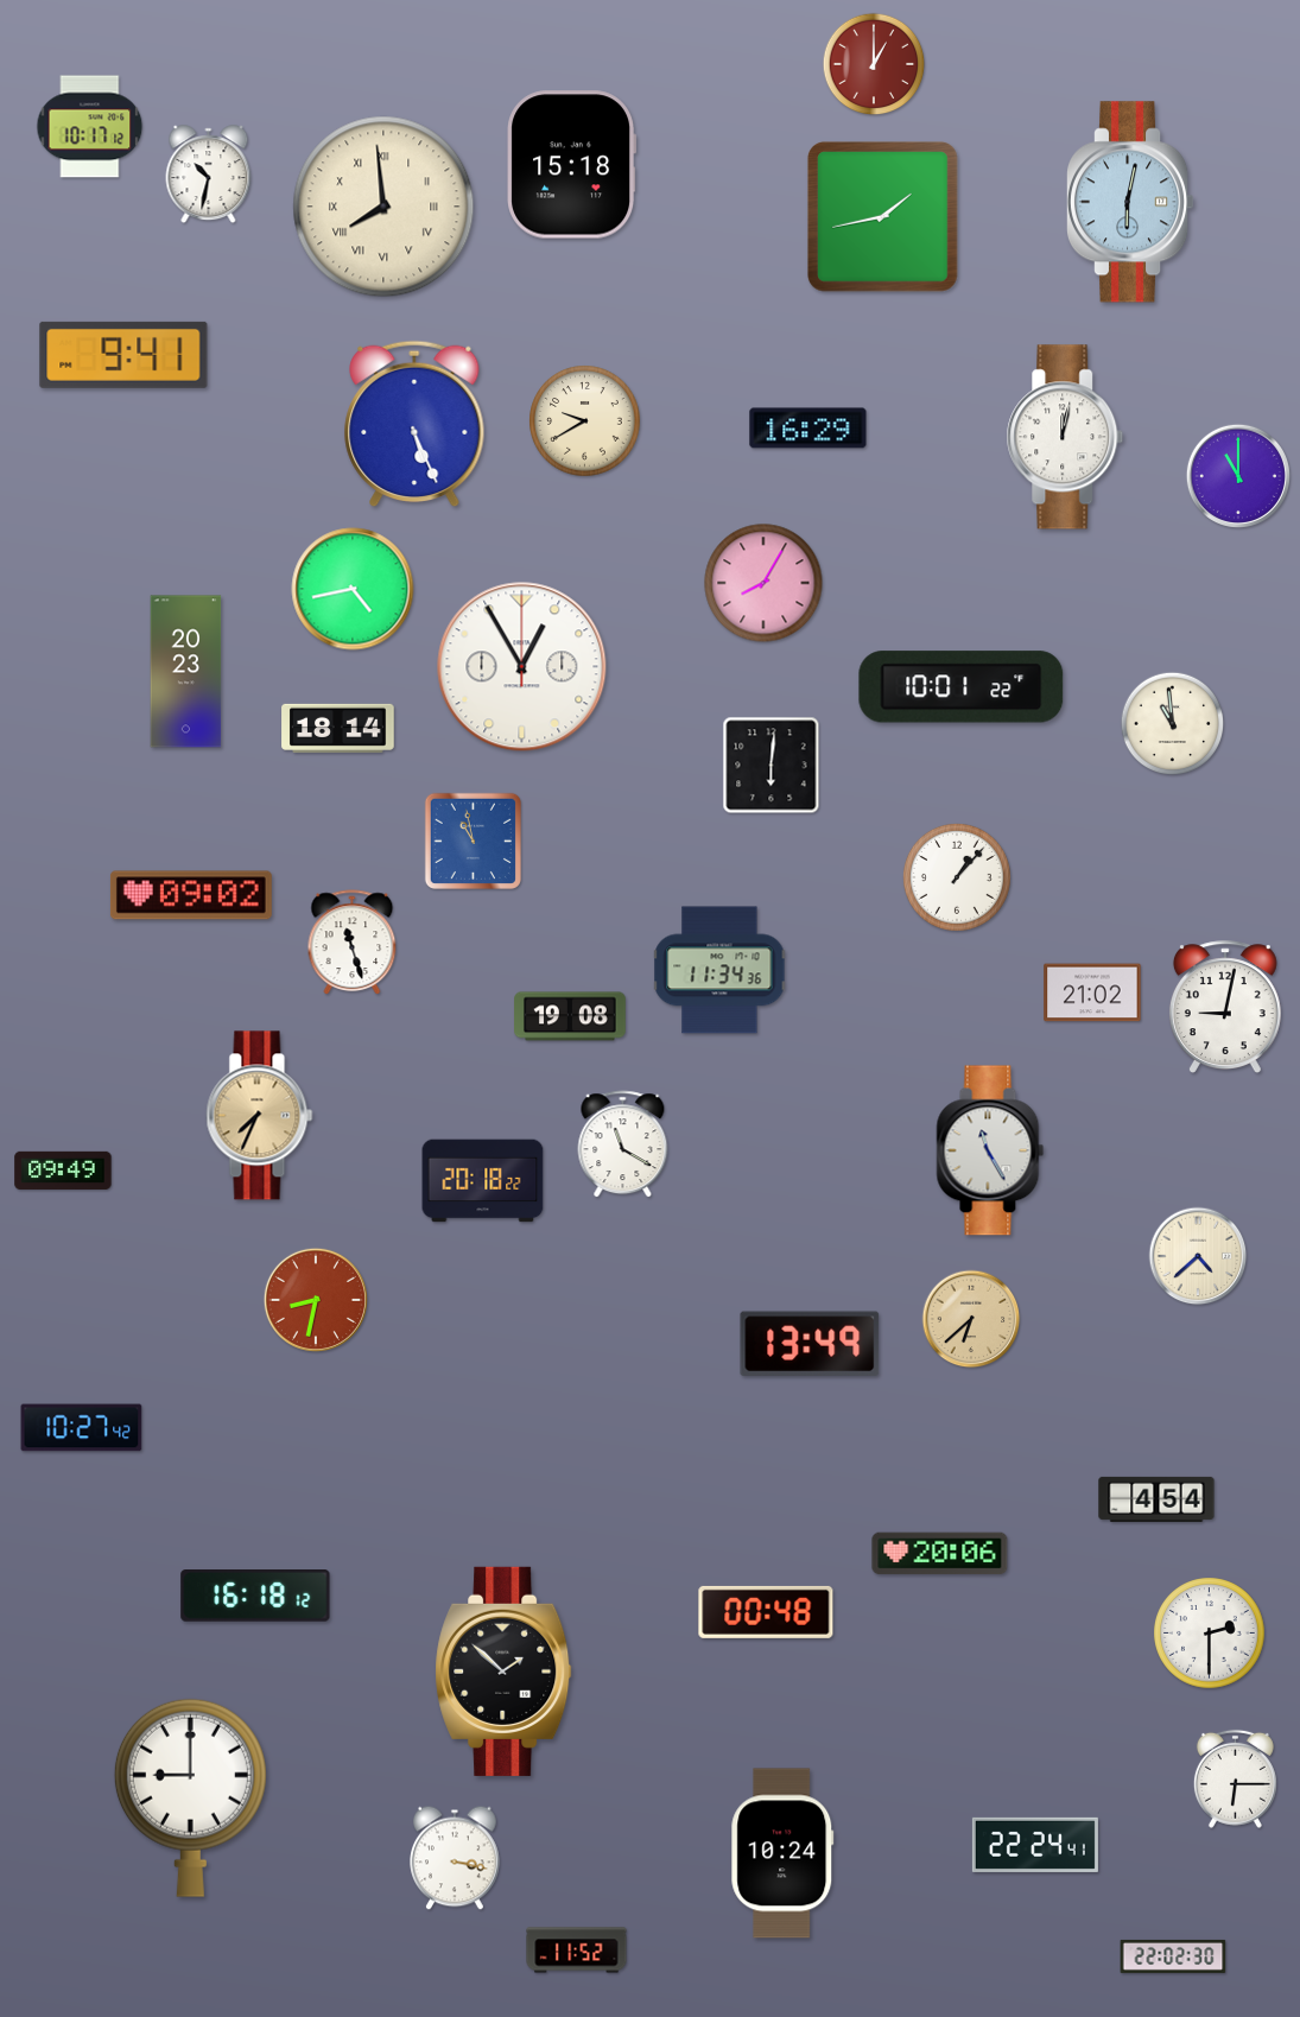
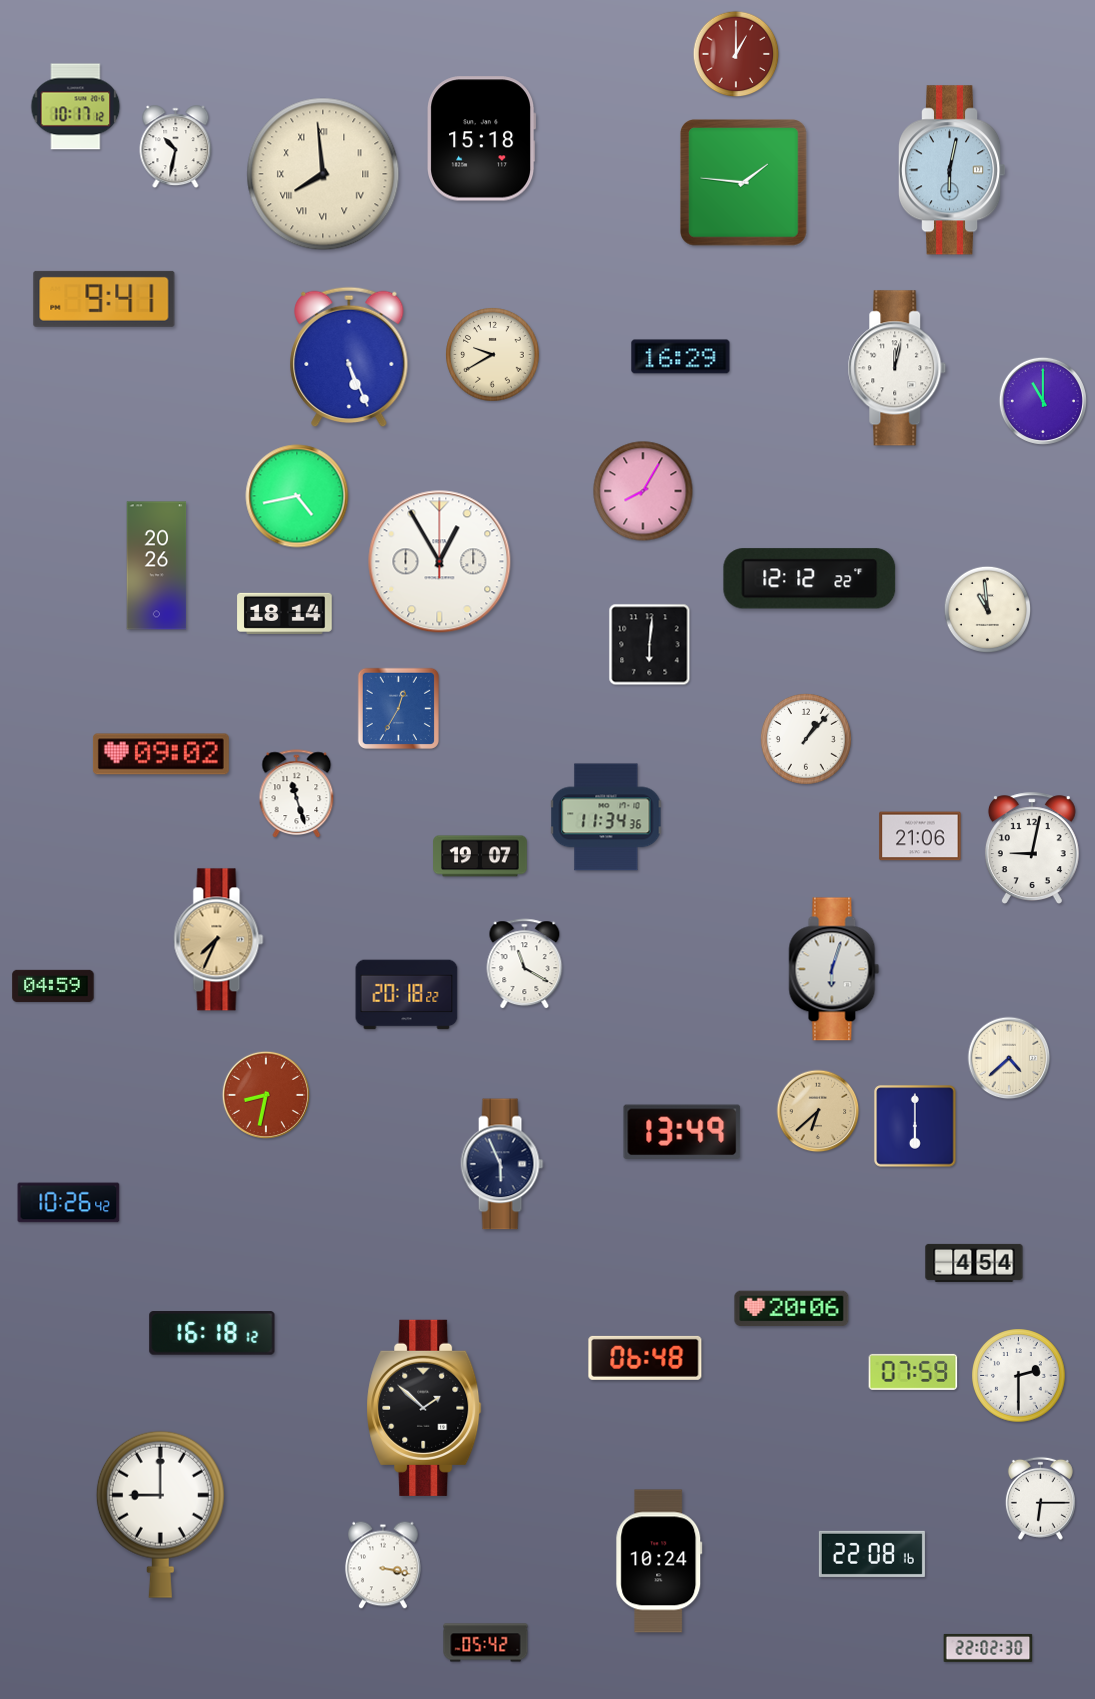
clock at (883, 217): 1:43 -> 1:46
clock at (808, 429) position: (808, 429) -> (681, 357)
clock at (186, 672): 20:23 -> 20:26
clock at (962, 687): 10:01 -> 12:12
clock at (473, 841): 10:58 -> 12:35
clock at (1092, 992): 21:02 -> 21:06
clock at (570, 1016): 19:08 -> 19:07
clock at (990, 1150): 11:25 -> 6:03
clock at (63, 1171): 09:49 -> 04:59
clock at (915, 1126): none -> 6:00
clock at (502, 1164): none -> 5:56
clock at (82, 1428): 10:27 -> 10:26
clock at (255, 1597) position: (255, 1597) -> (212, 1334)
clock at (766, 1612): 00:48 -> 06:48
clock at (913, 1372): none -> 07:59
clock at (1035, 1845): 22:24 -> 22:08
clock at (577, 1951): 11:52 -> 05:42
